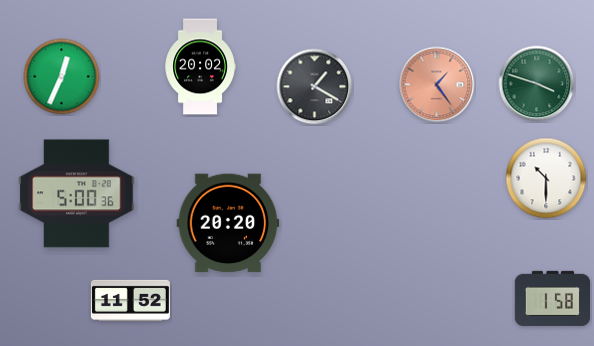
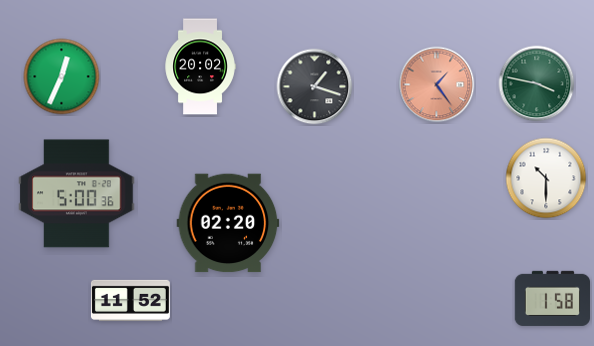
clock at (537, 84): 3:48 -> 3:47
clock at (315, 87): 1:20 -> 1:18
clock at (228, 223): 20:20 -> 02:20
